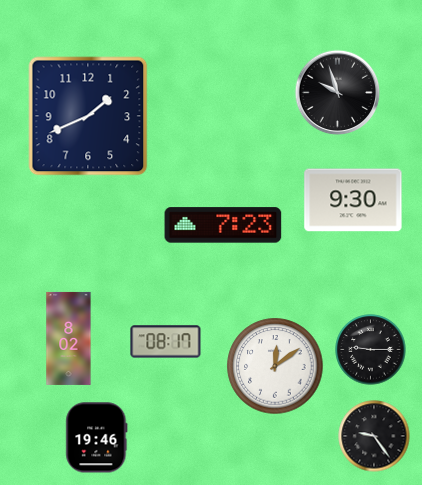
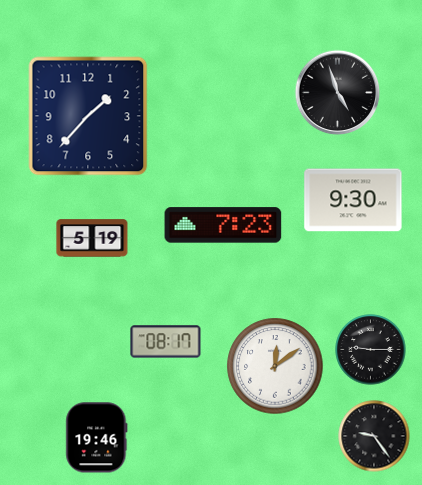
clock at (338, 93): 9:57 -> 4:57
clock at (88, 116): 1:41 -> 1:37
clock at (92, 238): none -> 5:19
clock at (69, 338): 8:02 -> none
